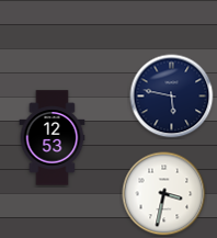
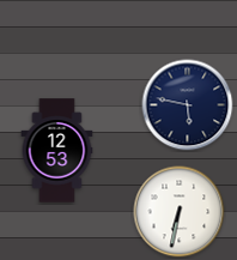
clock at (164, 194): 3:32 -> 6:32
